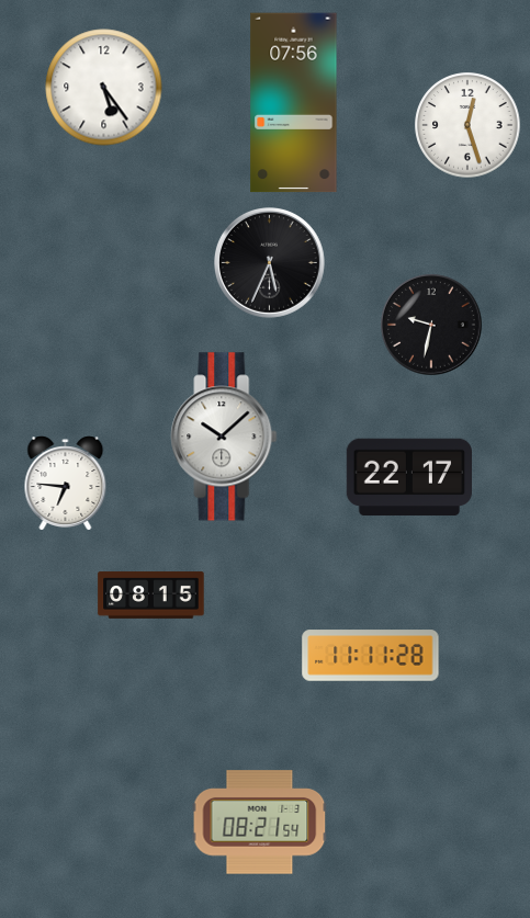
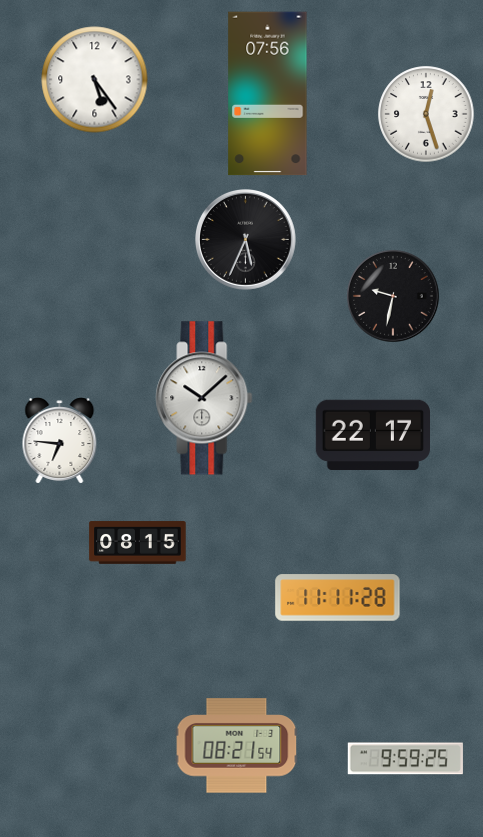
clock at (260, 823) position: (260, 823) -> (237, 746)
clock at (405, 759): none -> 9:59
